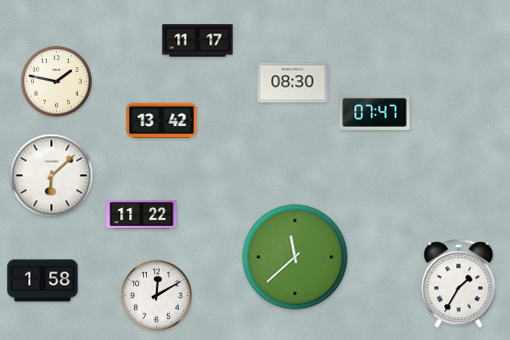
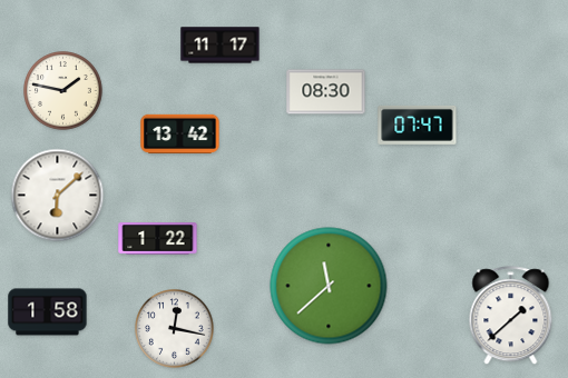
clock at (142, 215): 11:22 -> 1:22
clock at (459, 284): 1:35 -> 1:38
clock at (157, 296): 12:10 -> 12:17
